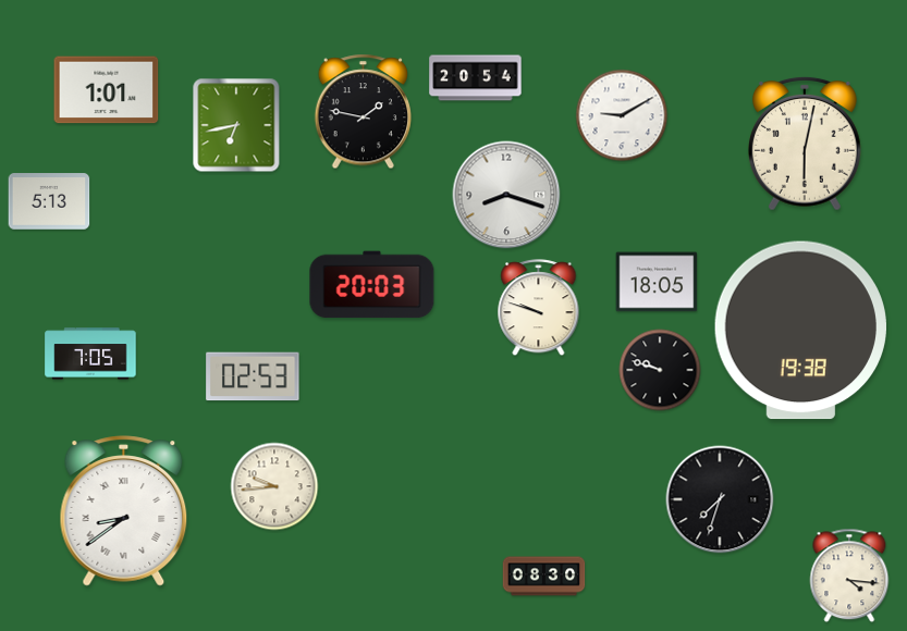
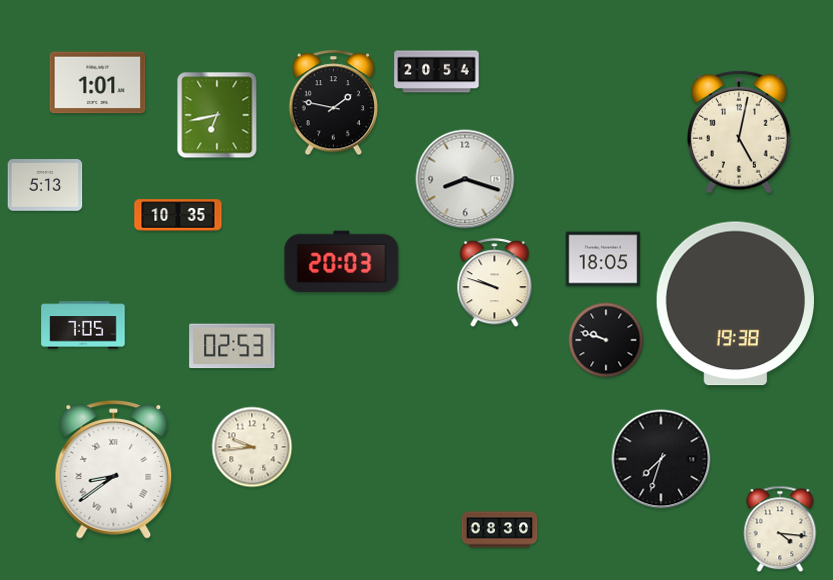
clock at (622, 115): 9:10 -> none
clock at (805, 144): 6:02 -> 5:02
clock at (178, 215): none -> 10:35
